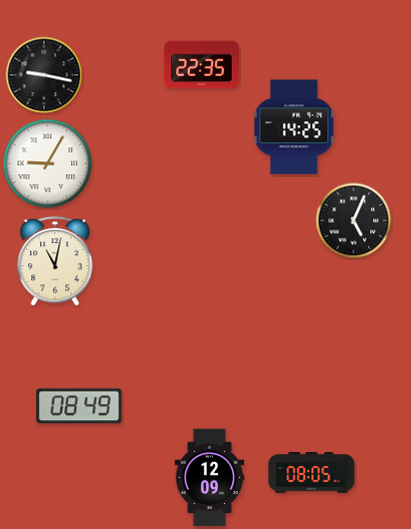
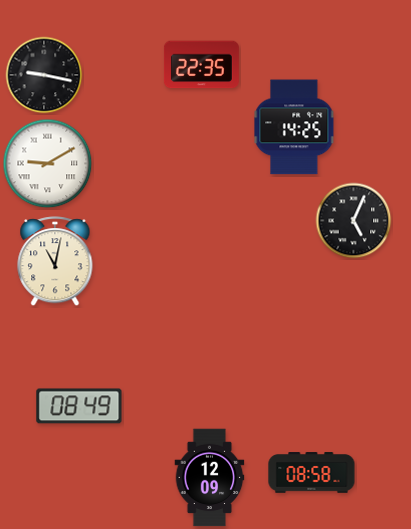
clock at (48, 164): 9:05 -> 9:10
clock at (312, 473): 08:05 -> 08:58
